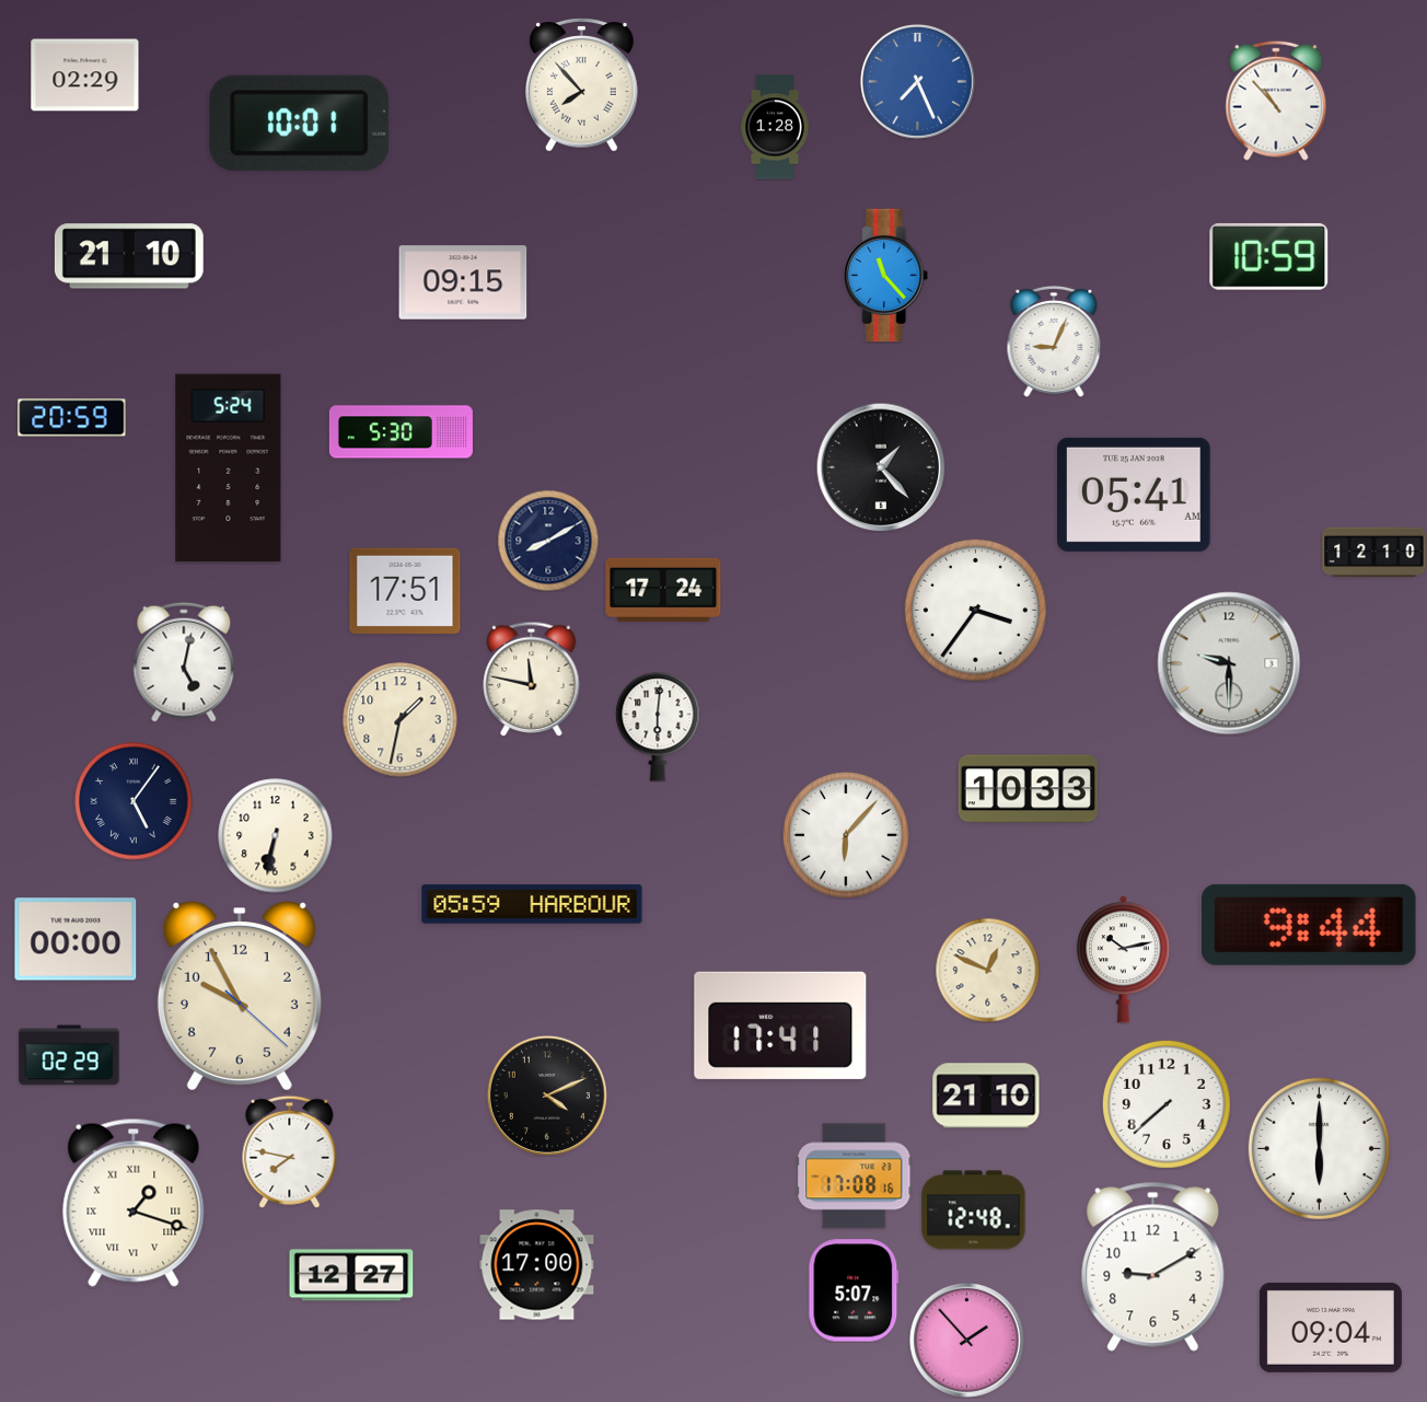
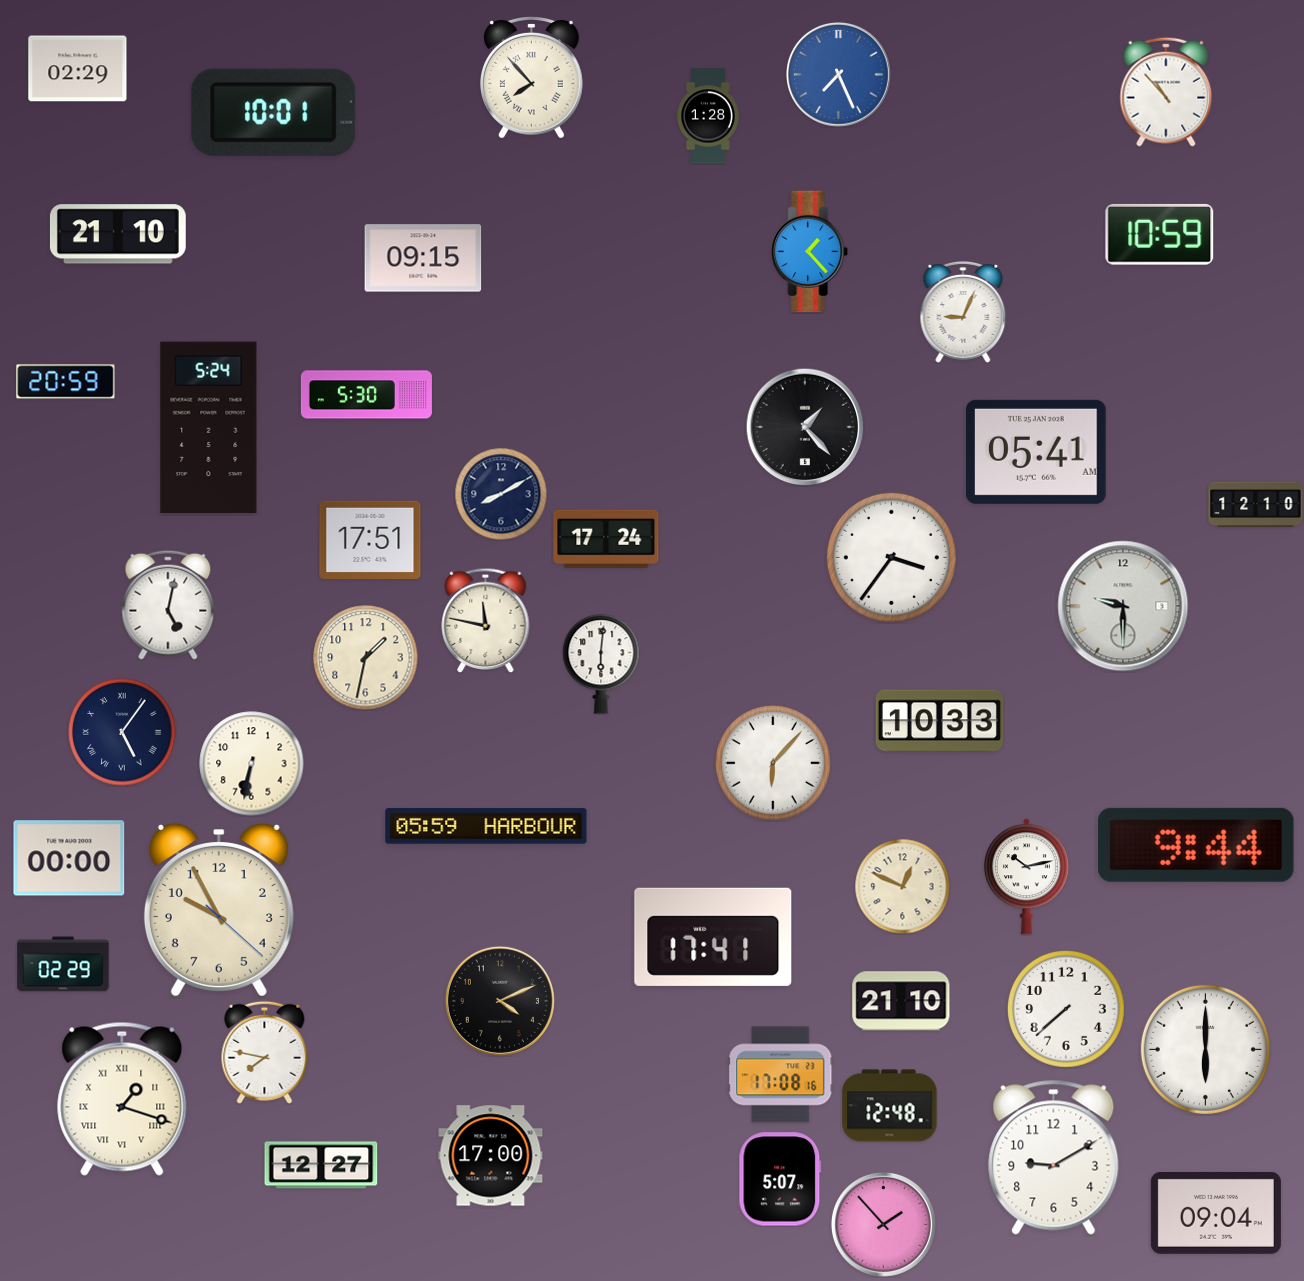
clock at (886, 276): 11:23 -> 1:23
